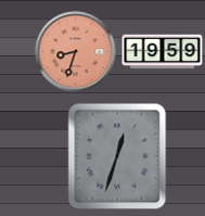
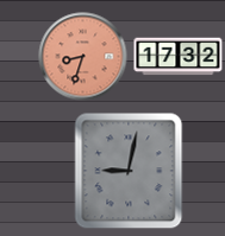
clock at (163, 52): 19:59 -> 17:32
clock at (117, 156): 12:33 -> 9:02
